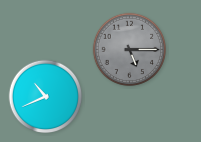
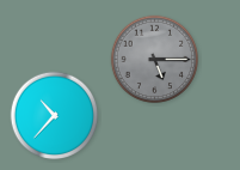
clock at (46, 97): 10:41 -> 10:37
